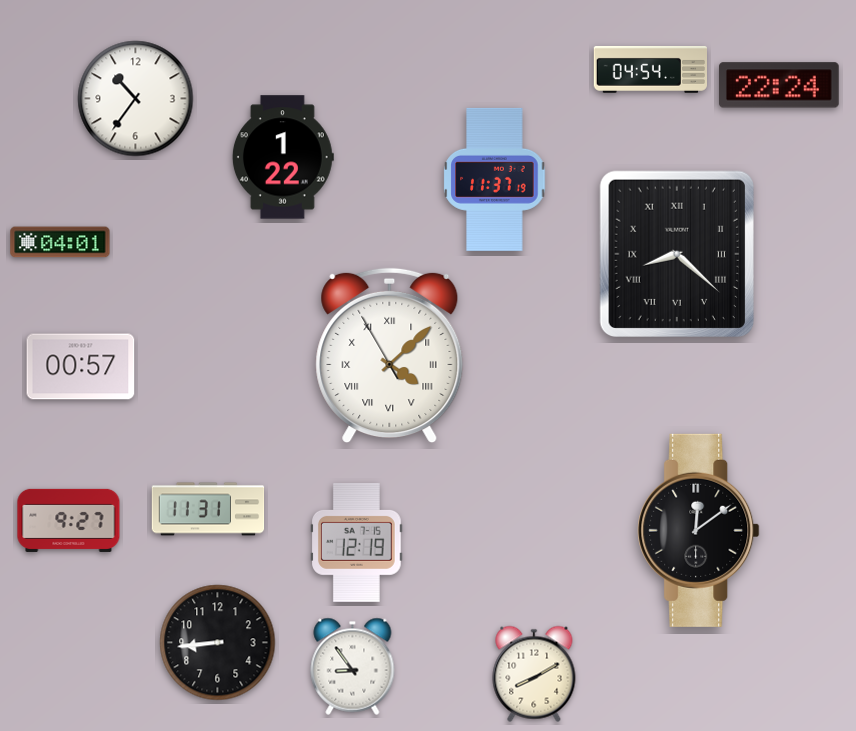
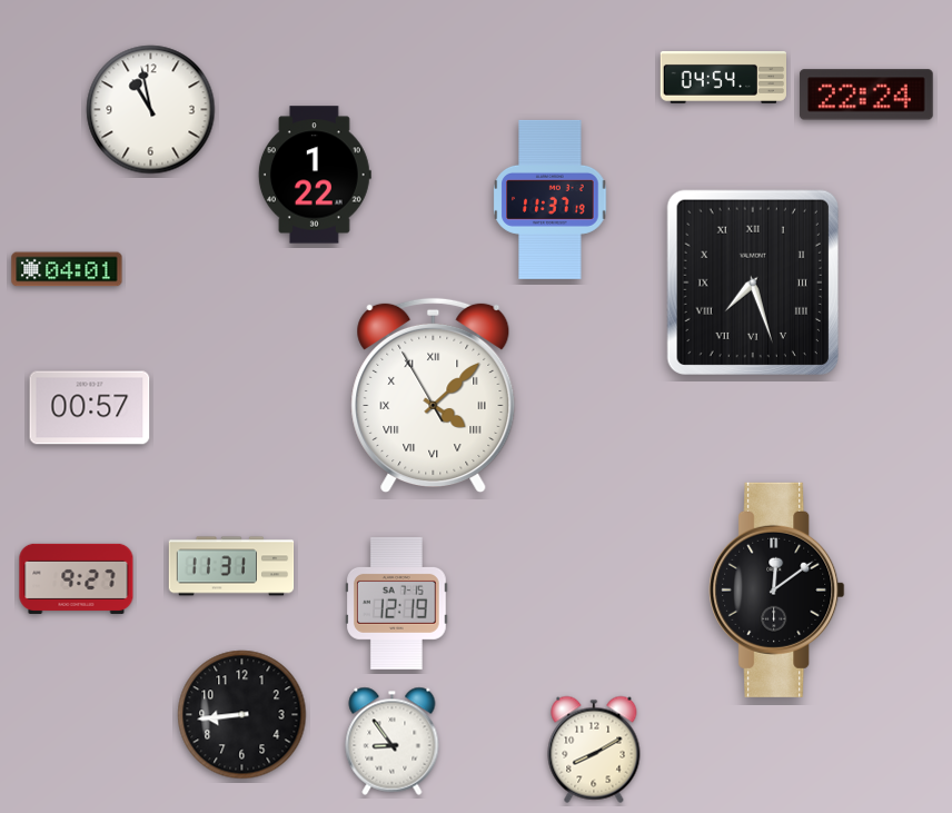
clock at (136, 99): 10:36 -> 10:58
clock at (677, 253): 8:22 -> 7:27
